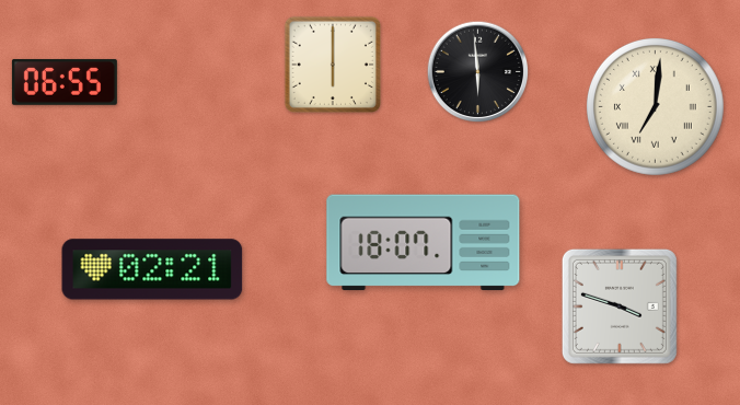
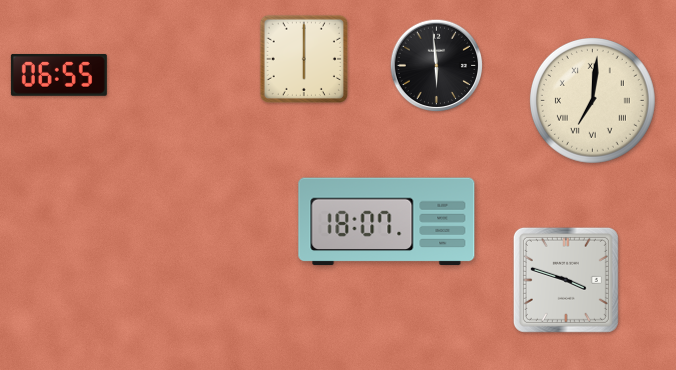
clock at (655, 106) position: (655, 106) -> (592, 100)
clock at (152, 269): 02:21 -> none
